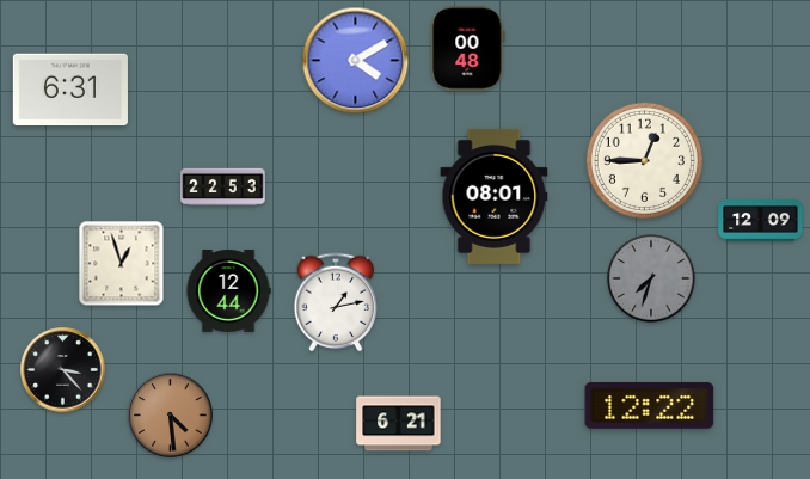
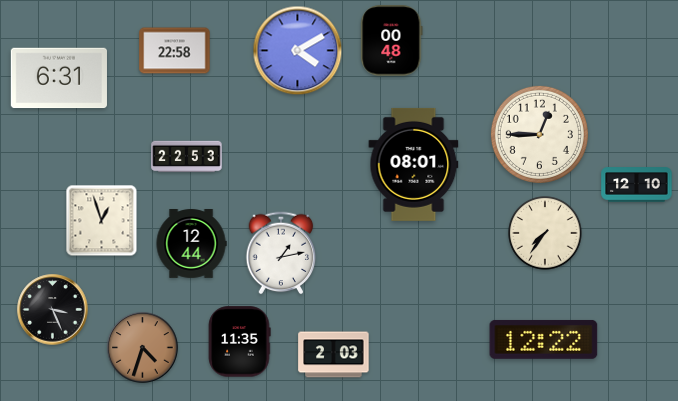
clock at (175, 51): none -> 22:58
clock at (70, 90) position: (70, 90) -> (59, 78)
clock at (761, 221): 12:09 -> 12:10
clock at (651, 278): 7:33 -> 7:36
clock at (651, 278) dial: grey -> cream
clock at (63, 370): 3:23 -> 3:26
clock at (239, 342): none -> 11:35
clock at (171, 416): 4:29 -> 4:33
clock at (399, 424): 6:21 -> 2:03
